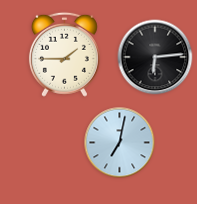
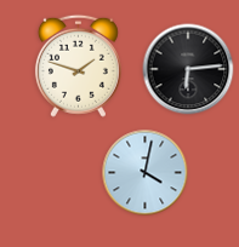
clock at (64, 54): 1:45 -> 1:48
clock at (120, 143): 7:02 -> 4:02
